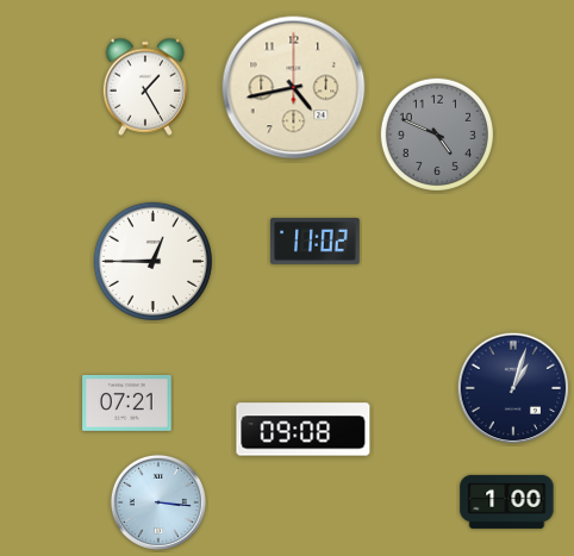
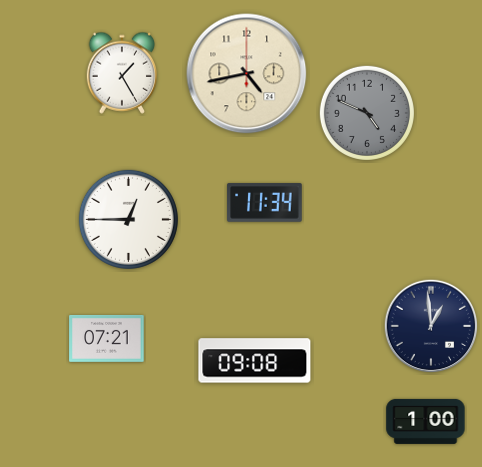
clock at (316, 242): 11:02 -> 11:34
clock at (513, 388): 1:03 -> 12:59
clock at (158, 502): 3:16 -> none
